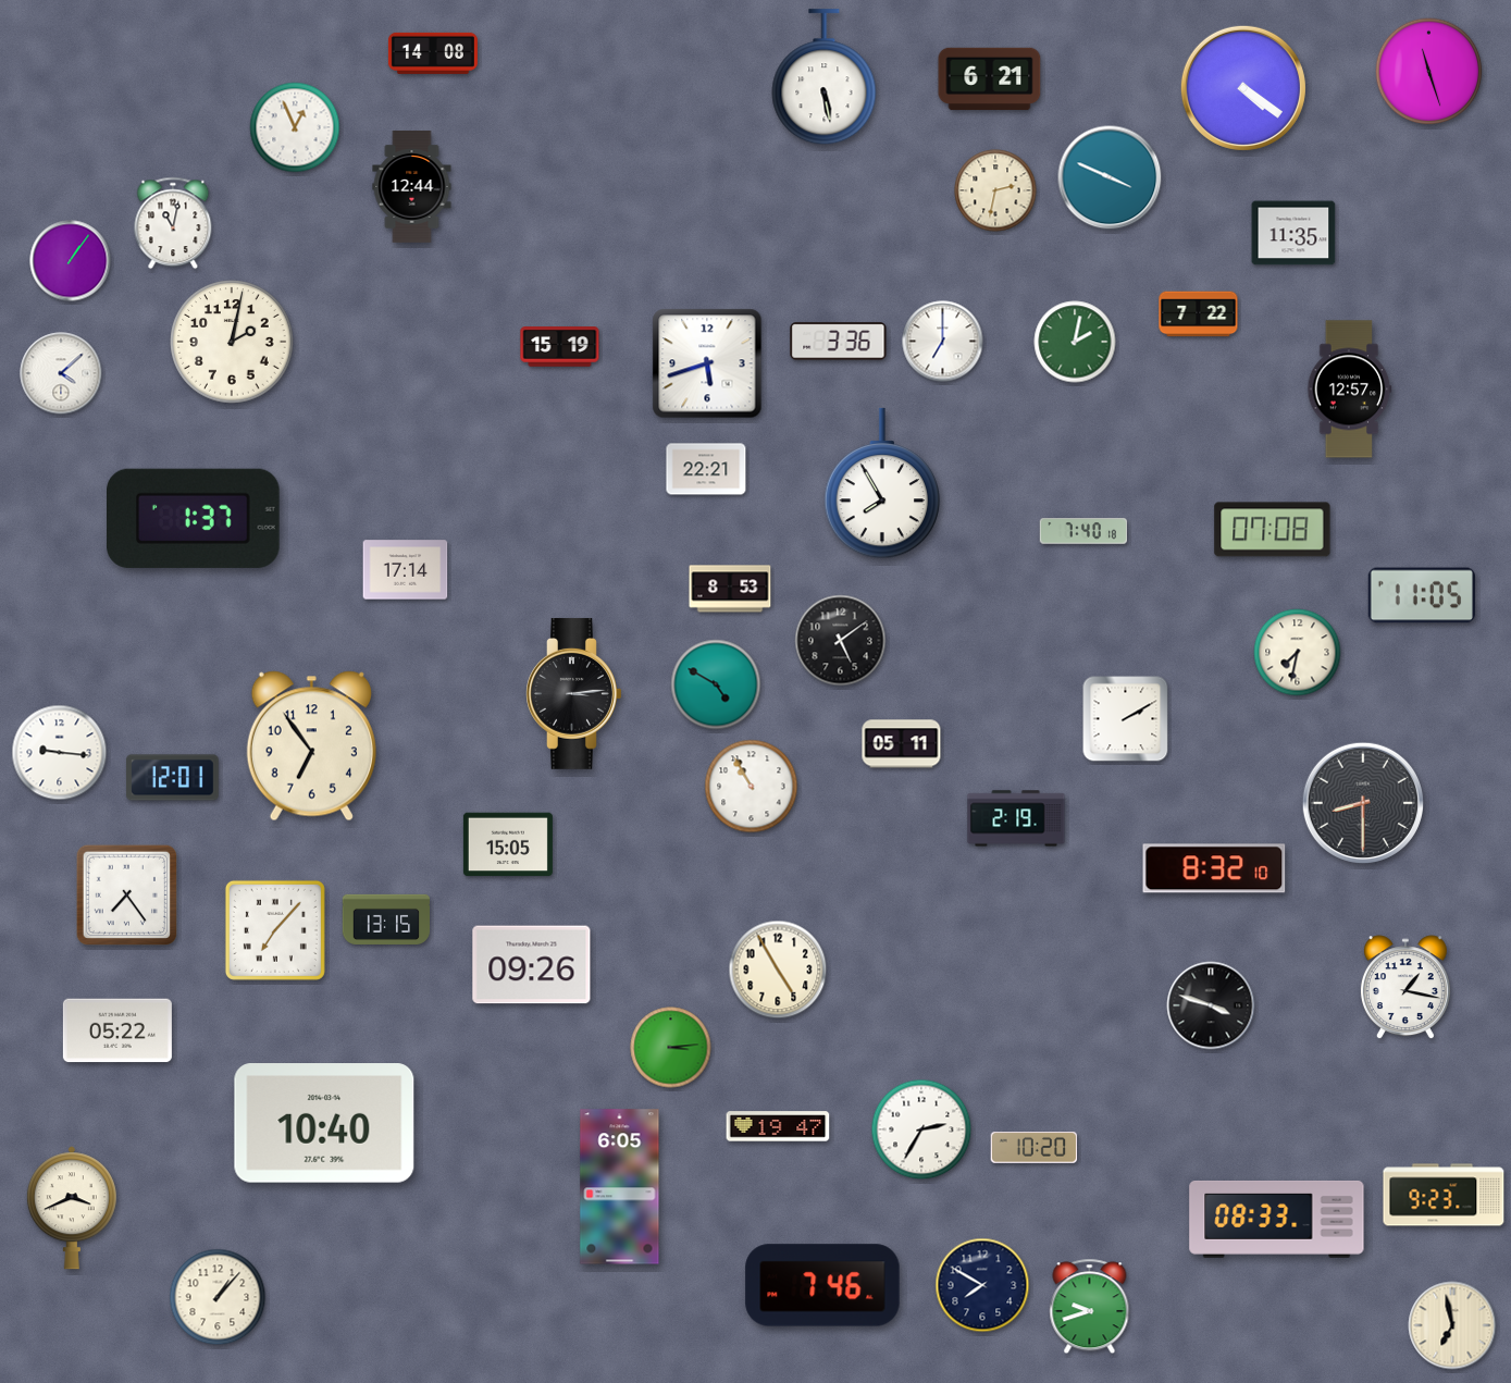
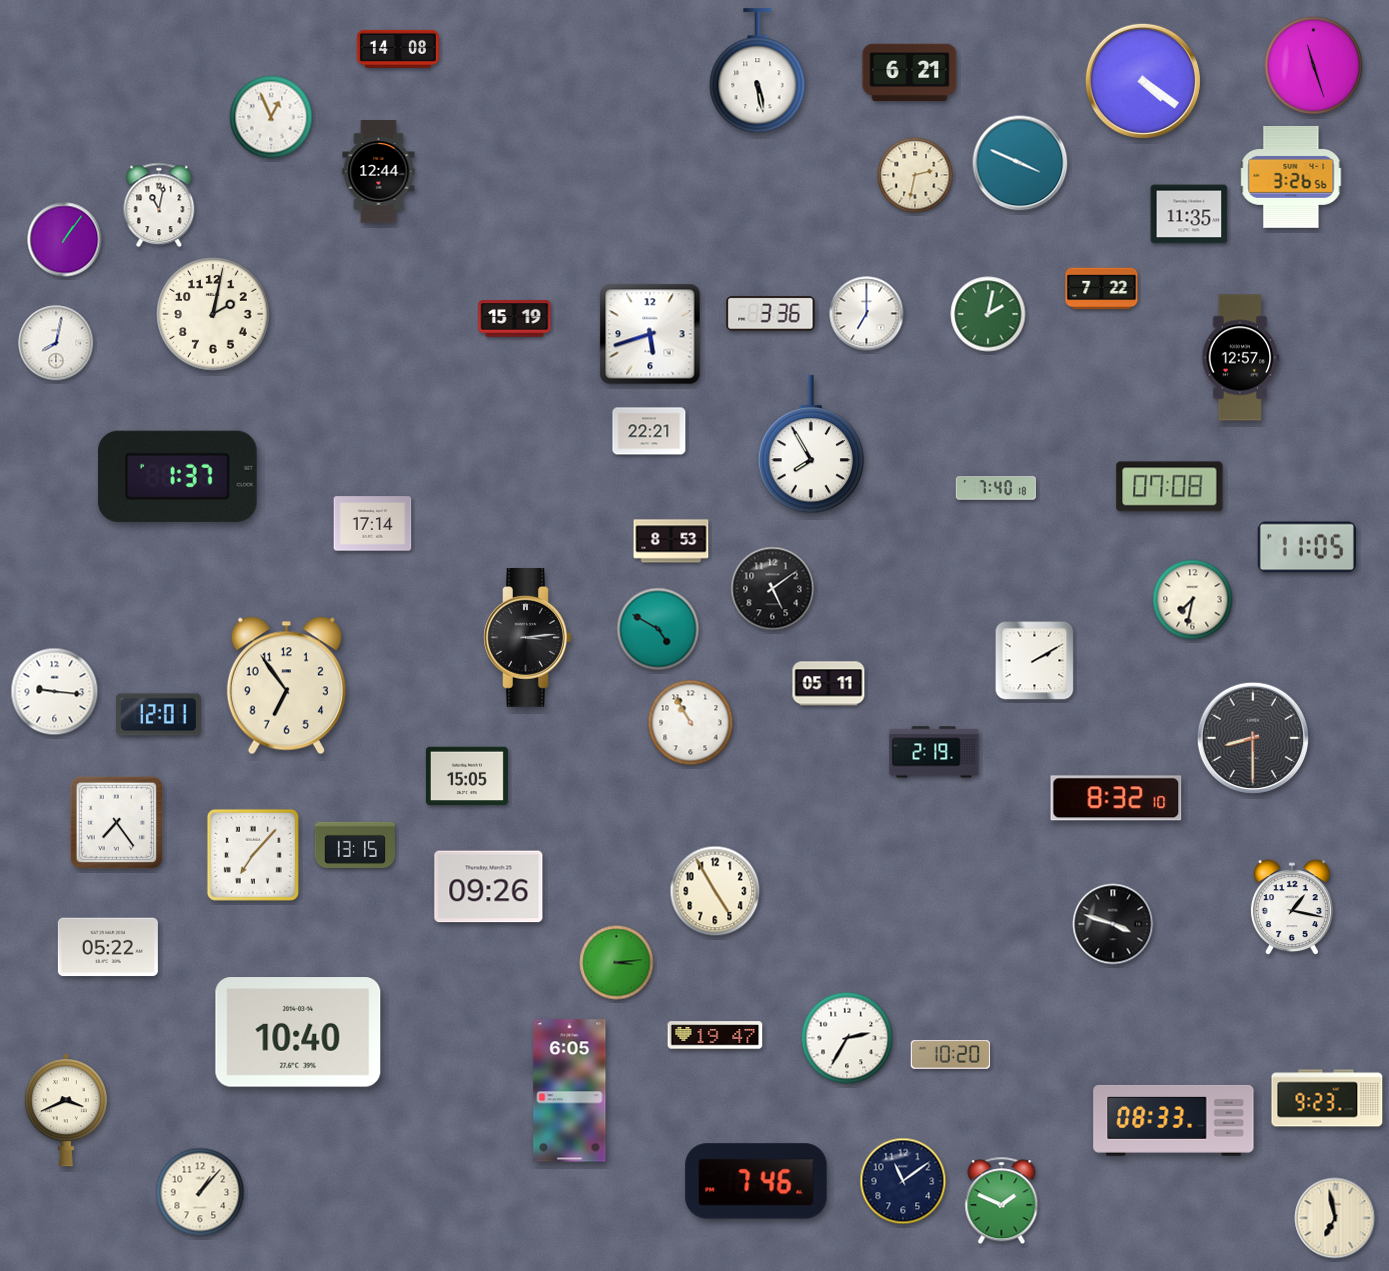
clock at (1291, 177): none -> 3:26
clock at (61, 373): 4:08 -> 8:02
clock at (982, 1285): 7:50 -> 11:09
clock at (1090, 1307): 9:42 -> 1:49
